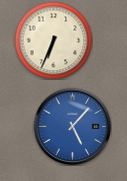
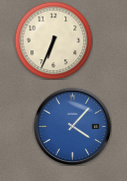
clock at (72, 126): 5:07 -> 4:07
